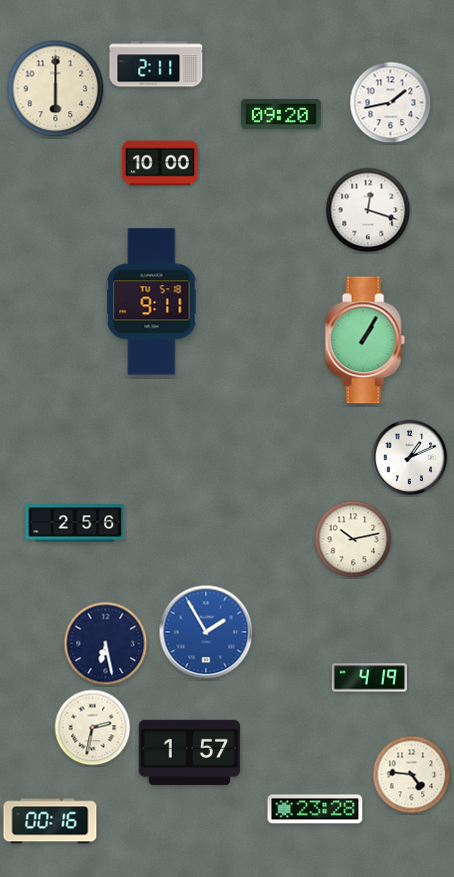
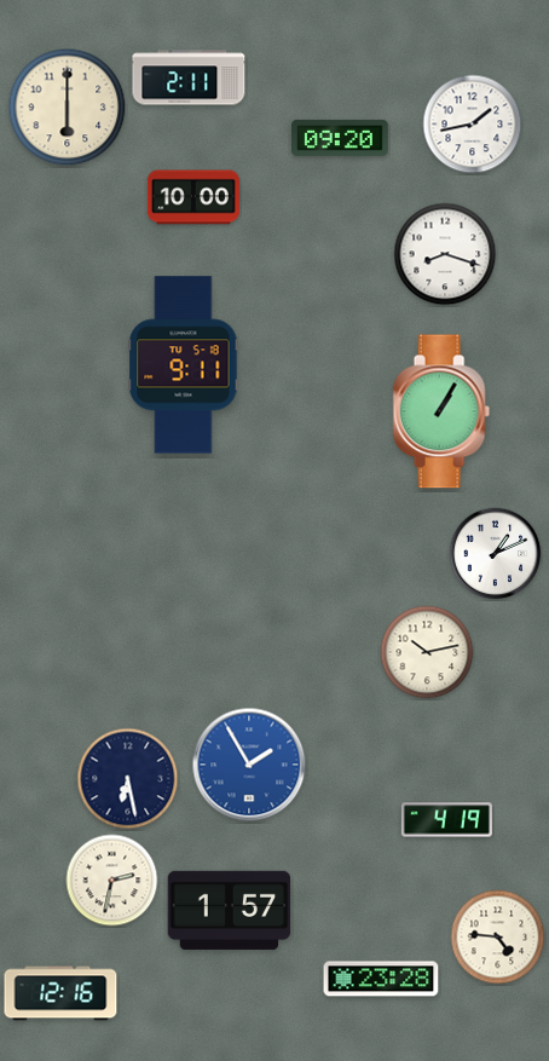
clock at (368, 210): 12:18 -> 8:18
clock at (75, 523): 2:56 -> none
clock at (50, 821): 00:16 -> 12:16
